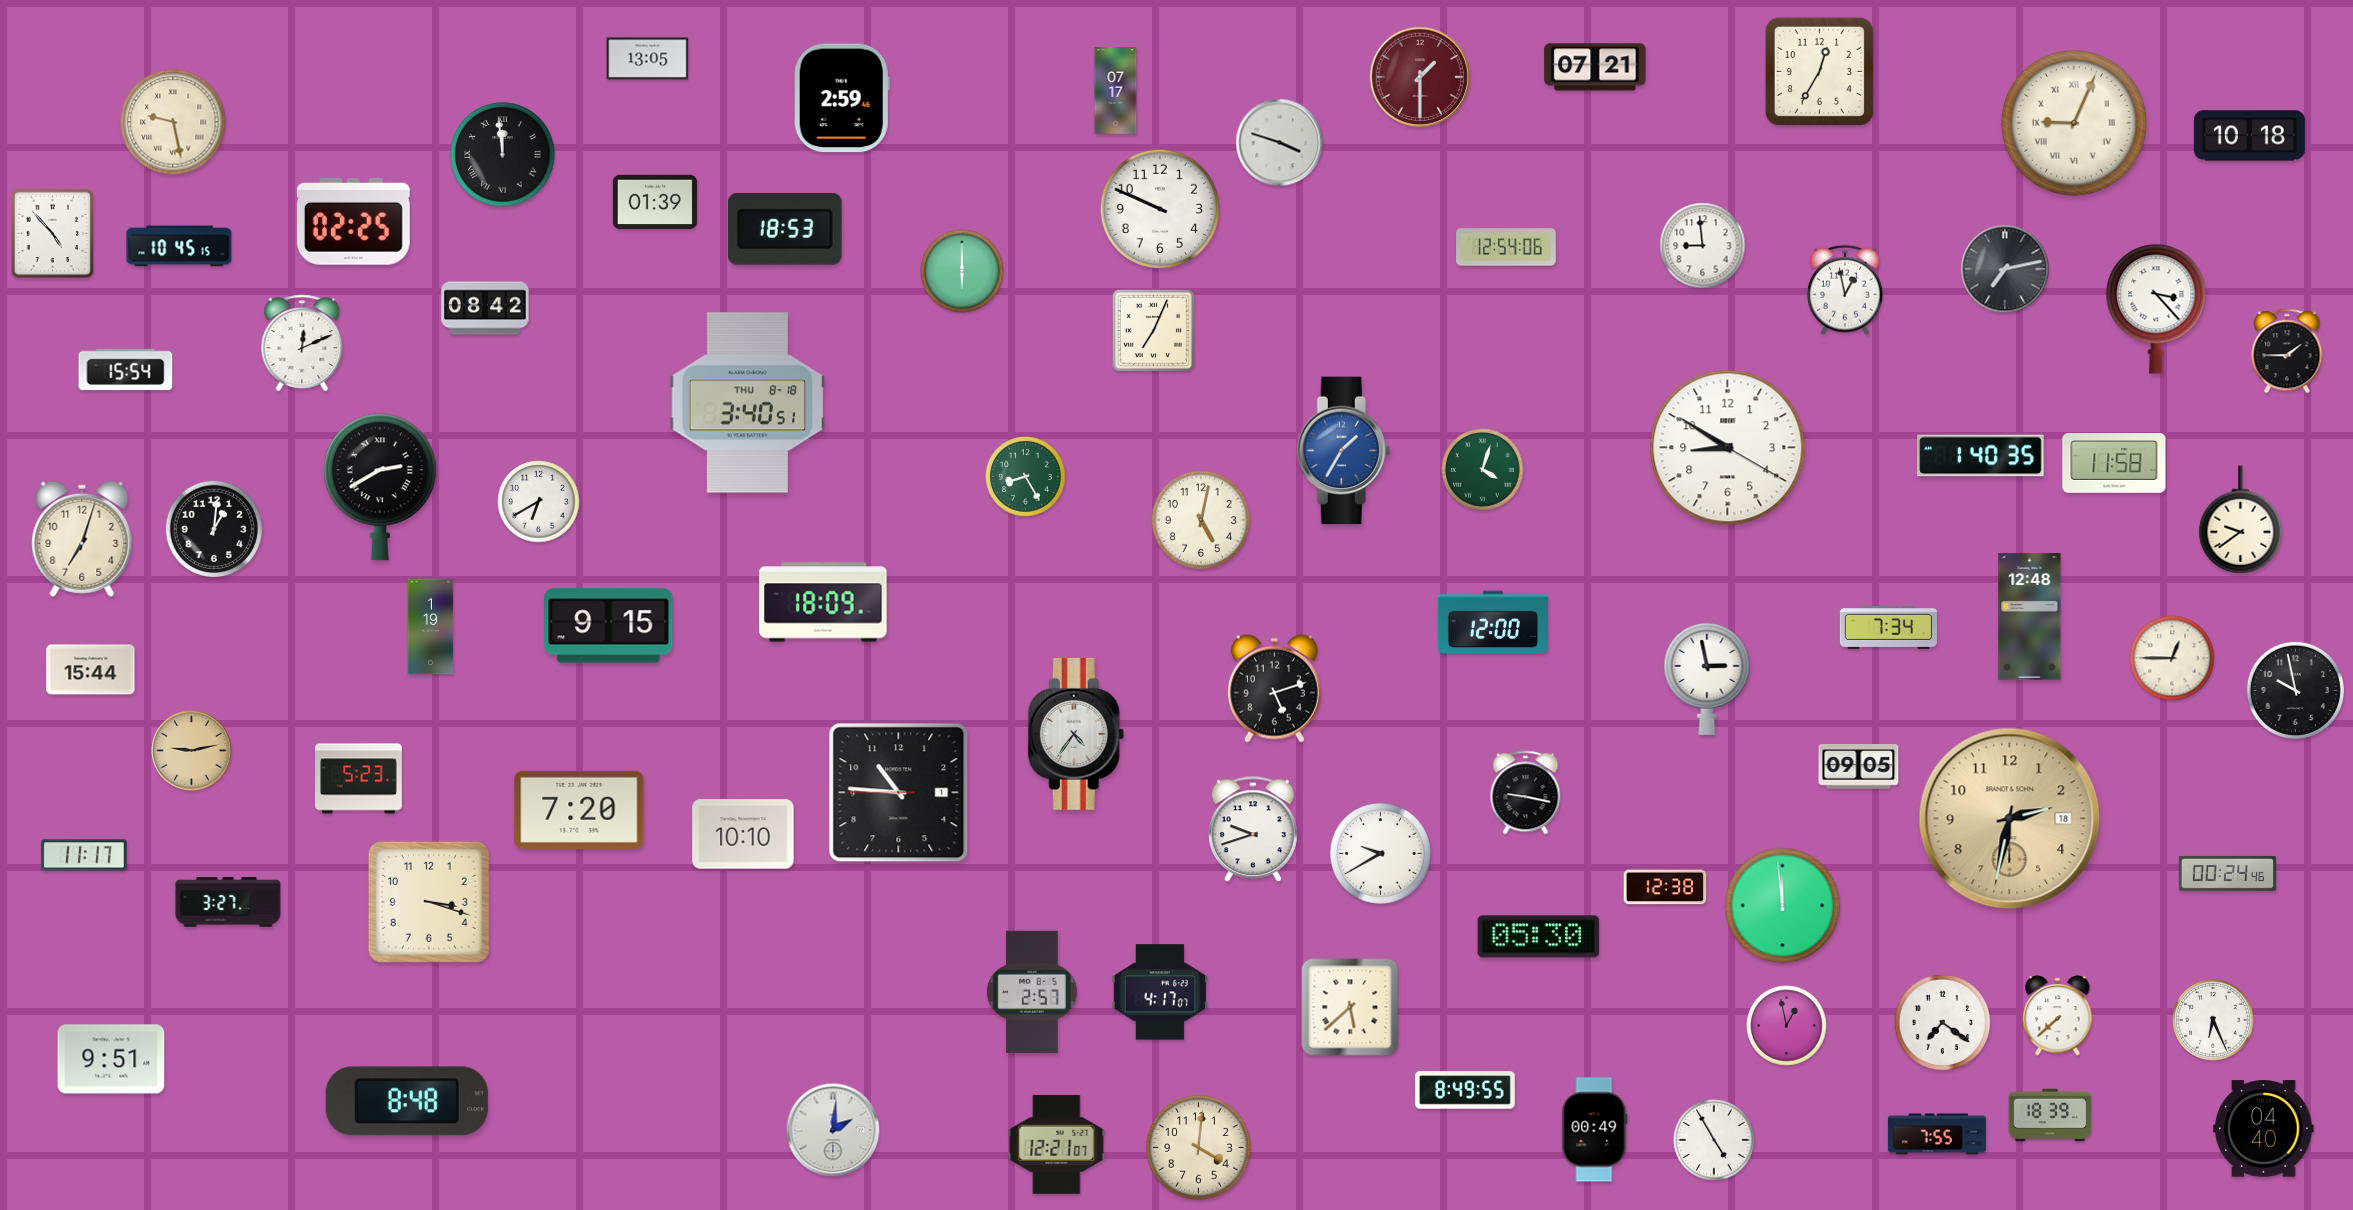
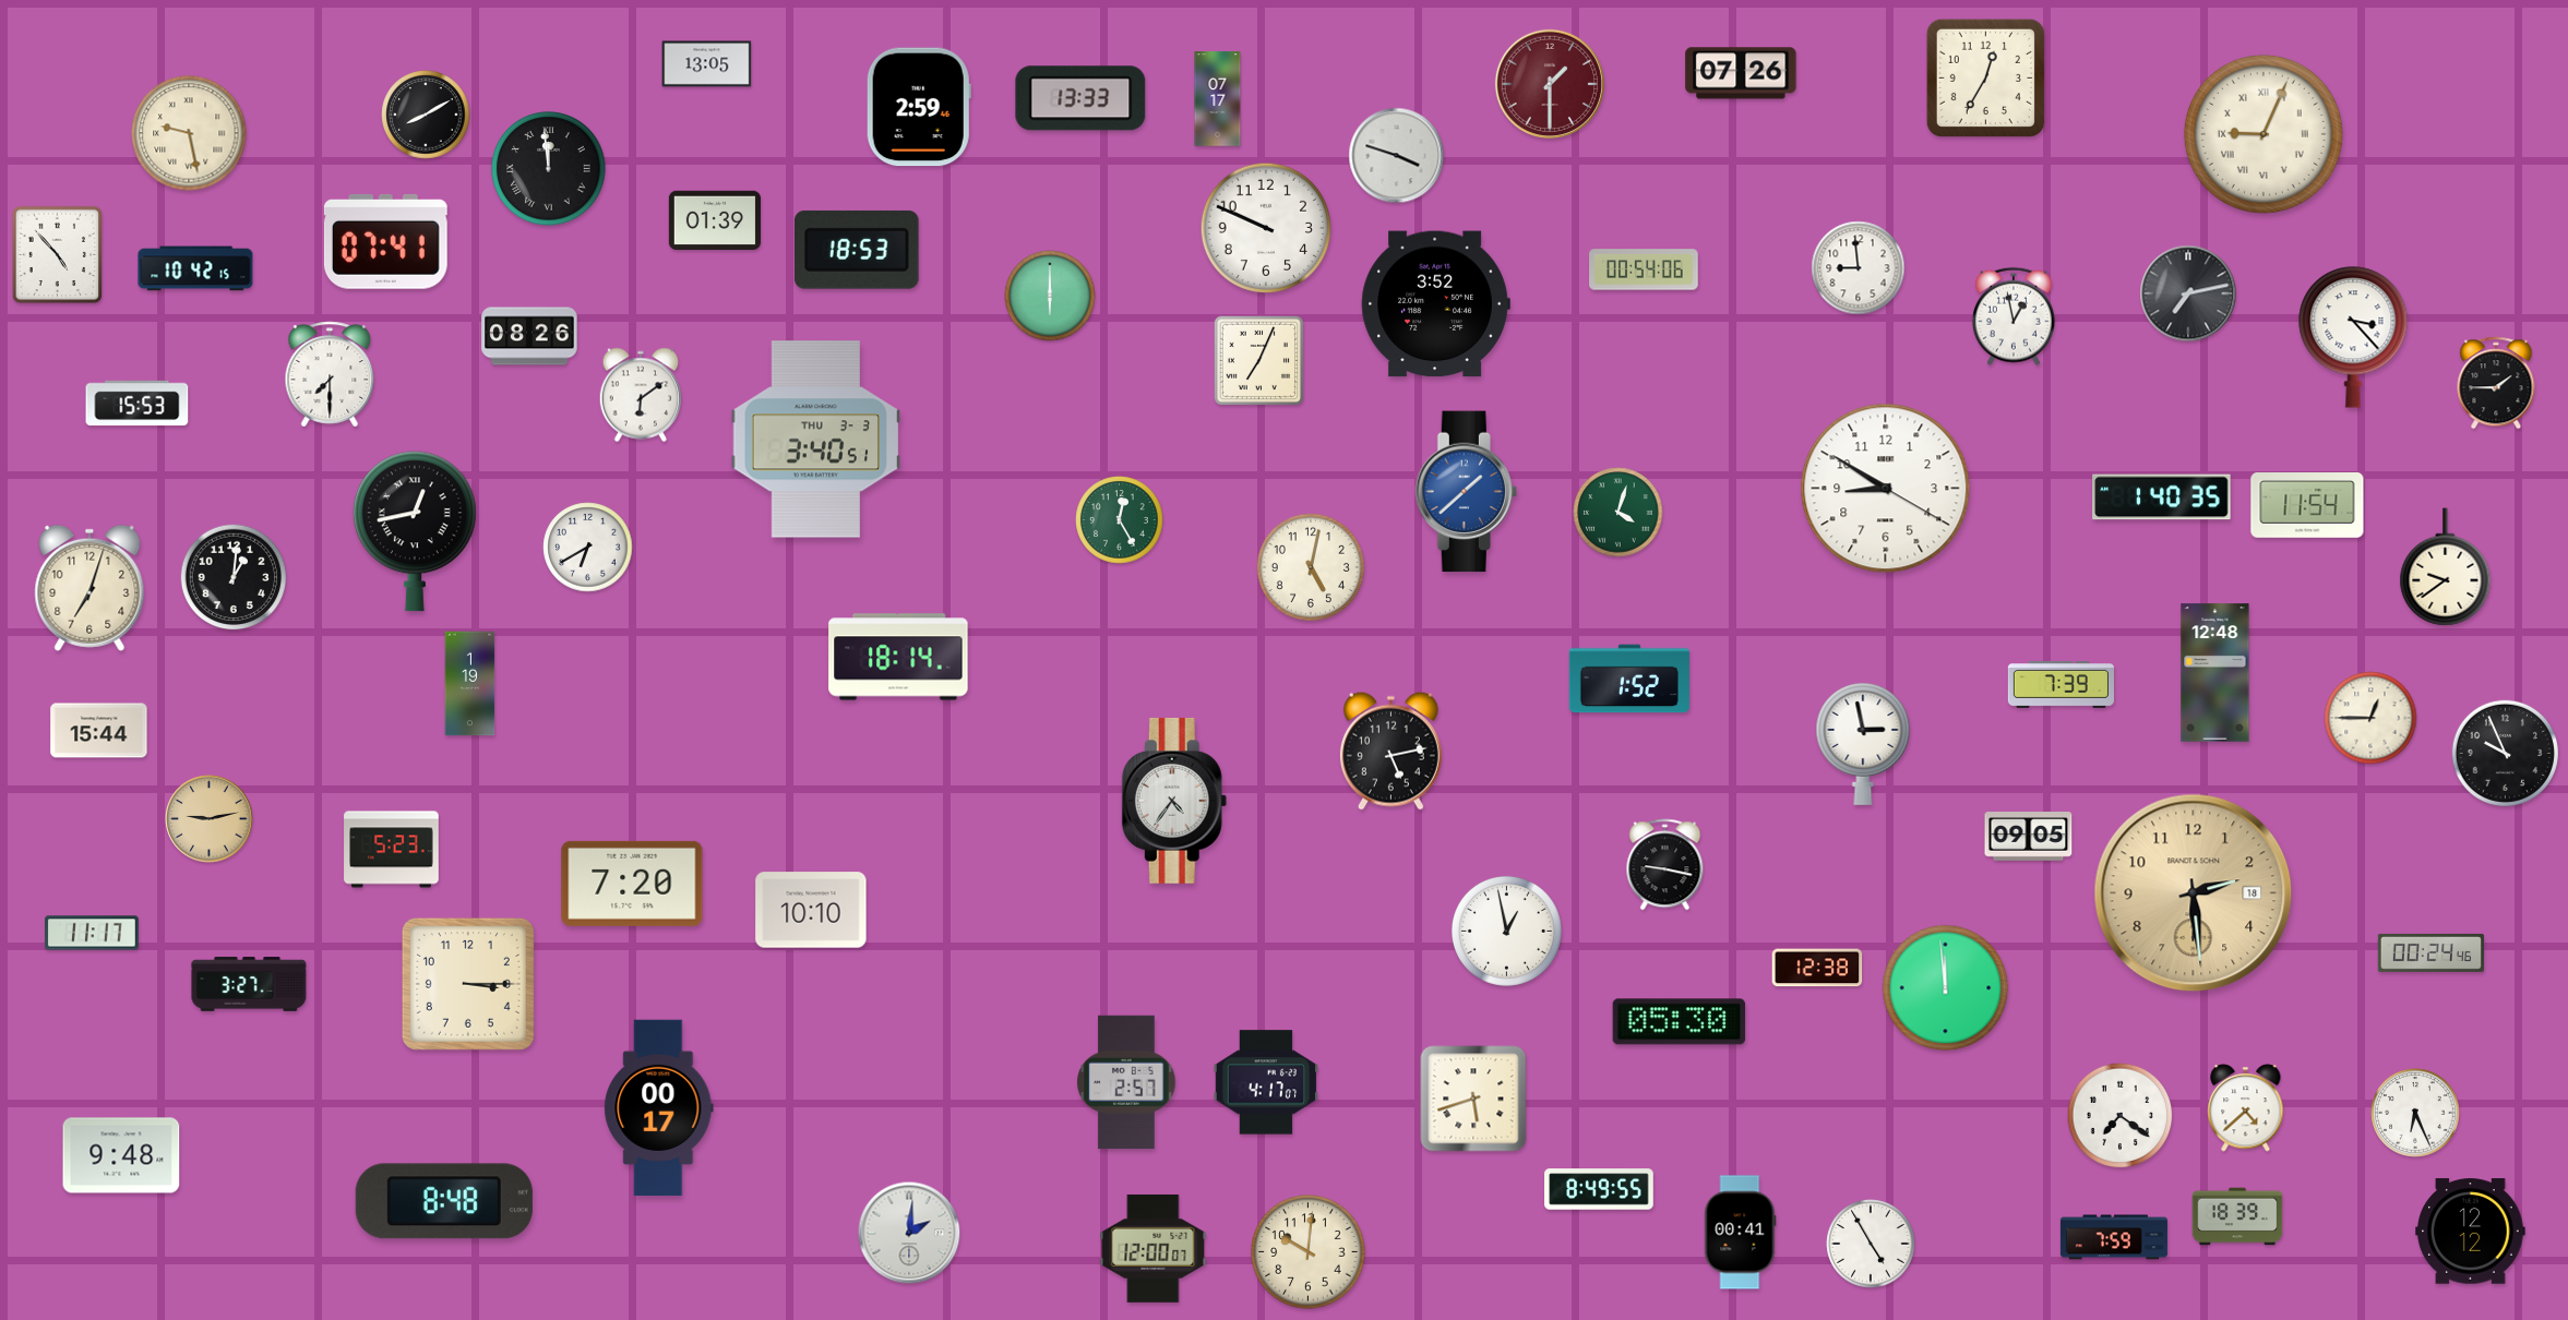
clock at (1595, 67): 07:21 -> 07:26
clock at (1080, 98): none -> 13:33
clock at (426, 115): none -> 8:10
clock at (2249, 136): 10:18 -> none
clock at (353, 222): 02:25 -> 07:41
clock at (179, 246): 10:45 -> 10:42
clock at (1506, 247): 12:54 -> 00:54
clock at (1435, 304): none -> 3:52
clock at (485, 308): 08:42 -> 08:26
clock at (302, 343): 12:11 -> 7:30
clock at (641, 395): none -> 6:09
clock at (126, 370): 15:54 -> 15:53
clock at (748, 403) date: THU 8-18 -> THU 3-3
clock at (1343, 451): 1:35 -> 1:38
clock at (2114, 463): 11:58 -> 11:54
clock at (1026, 477): 8:25 -> 12:25
clock at (380, 487): 2:40 -> 12:43
clock at (823, 602): 18:09 -> 18:14
clock at (1493, 622): 12:00 -> 1:52
clock at (609, 626): 9:15 -> none
clock at (1888, 628): 7:34 -> 7:39
clock at (1707, 678) position: (1707, 678) -> (1863, 743)
clock at (1274, 688): 5:12 -> 5:13
clock at (2295, 690): 9:58 -> 9:56
clock at (899, 793): 10:45 -> none
clock at (2010, 819): 2:32 -> 2:29
clock at (1254, 830): 9:42 -> none
clock at (1380, 853): 9:40 -> 12:58
clock at (429, 902): 3:18 -> 3:15
clock at (1350, 1007): 5:38 -> 5:42
clock at (659, 1108): none -> 00:17
clock at (2058, 1016): 7:38 -> 4:38
clock at (1787, 1026): 12:58 -> none
clock at (111, 1059): 9:51 -> 9:48
clock at (2264, 1129): 04:40 -> 12:12
clock at (1595, 1130): 00:49 -> 00:41
clock at (1937, 1134): 7:55 -> 7:59
clock at (1057, 1144): 12:21 -> 12:00
clock at (1199, 1148): 4:01 -> 10:01
